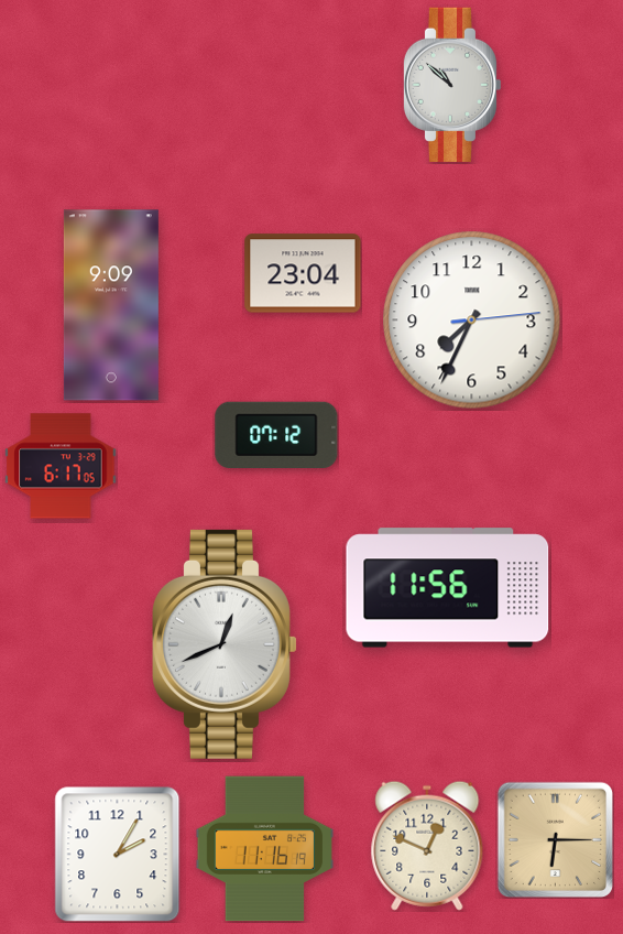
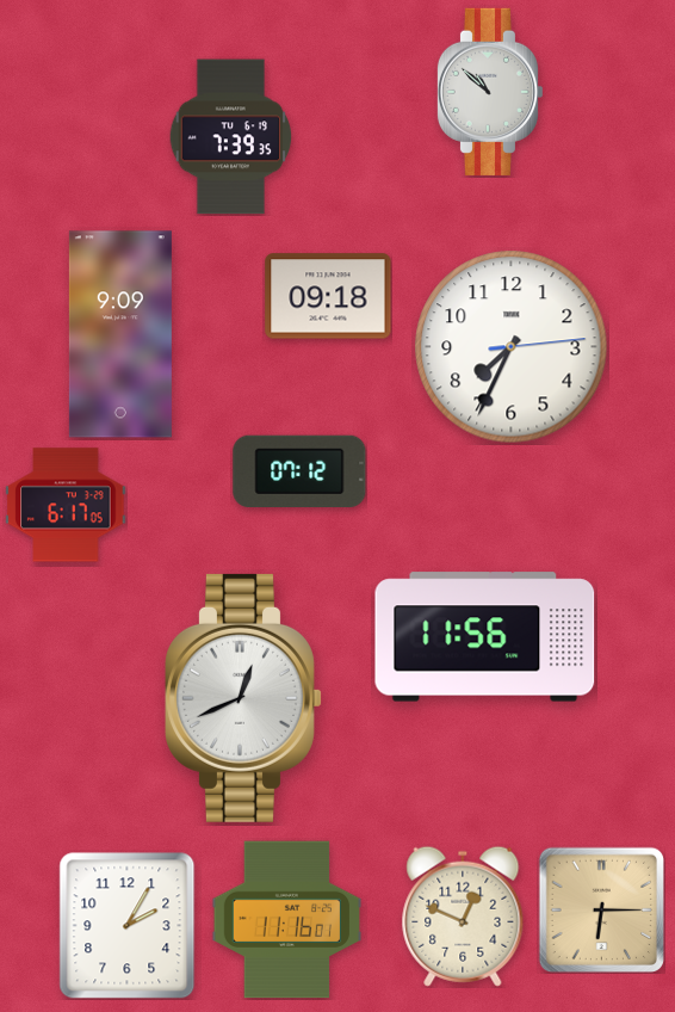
clock at (231, 137): none -> 7:39
clock at (303, 273): 23:04 -> 09:18
clock at (111, 305) position: (111, 305) -> (120, 334)
clock at (265, 849): 11:16:19 -> 11:16:01
